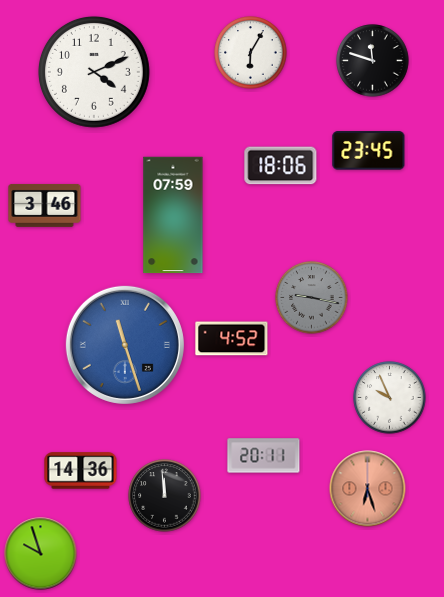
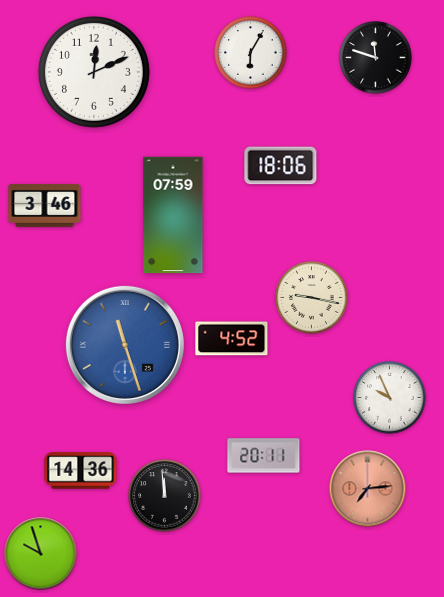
clock at (373, 61) position: (373, 61) -> (376, 58)
clock at (94, 72): 4:11 -> 12:11
clock at (369, 151): 23:45 -> none
clock at (312, 298) dial: grey -> cream
clock at (368, 489): 6:27 -> 7:14
